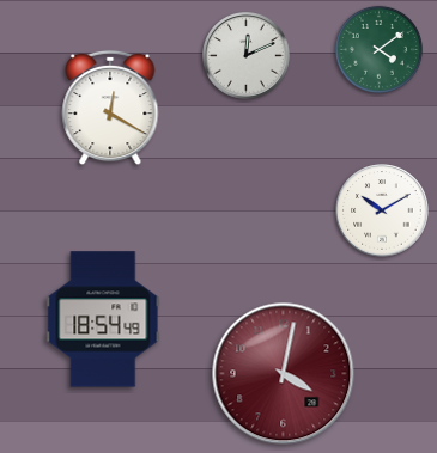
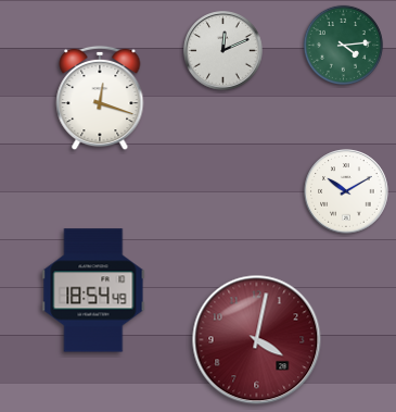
clock at (378, 49): 4:09 -> 4:14
clock at (110, 108): 12:20 -> 12:18
